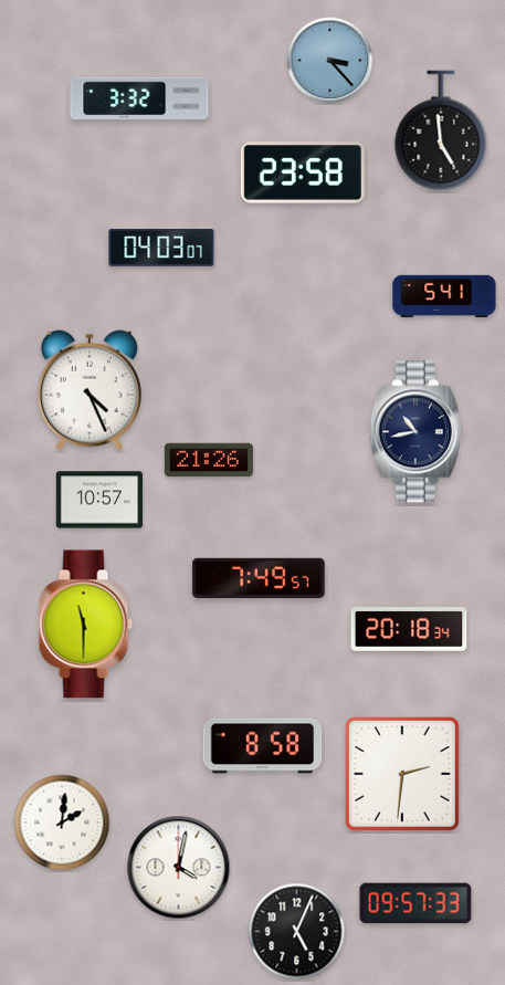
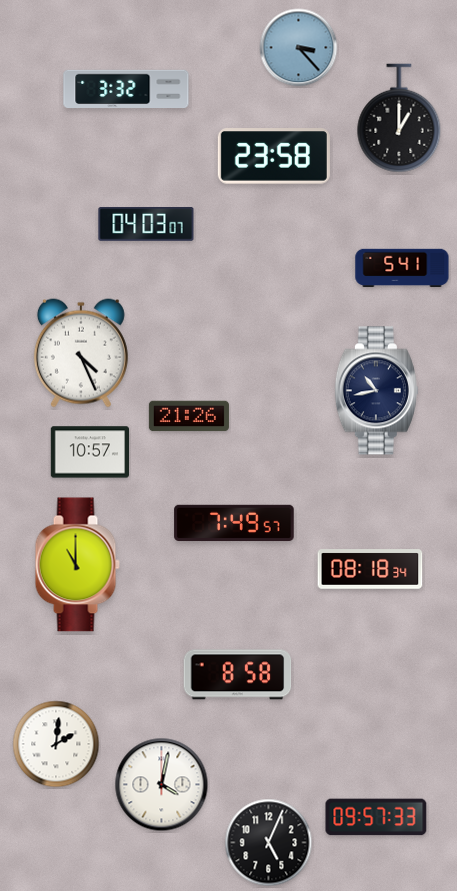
clock at (330, 61) position: (330, 61) -> (299, 48)
clock at (441, 130): 4:59 -> 1:00
clock at (85, 625): 11:30 -> 11:00
clock at (409, 629): 20:18 -> 08:18
clock at (403, 775): 2:31 -> none
